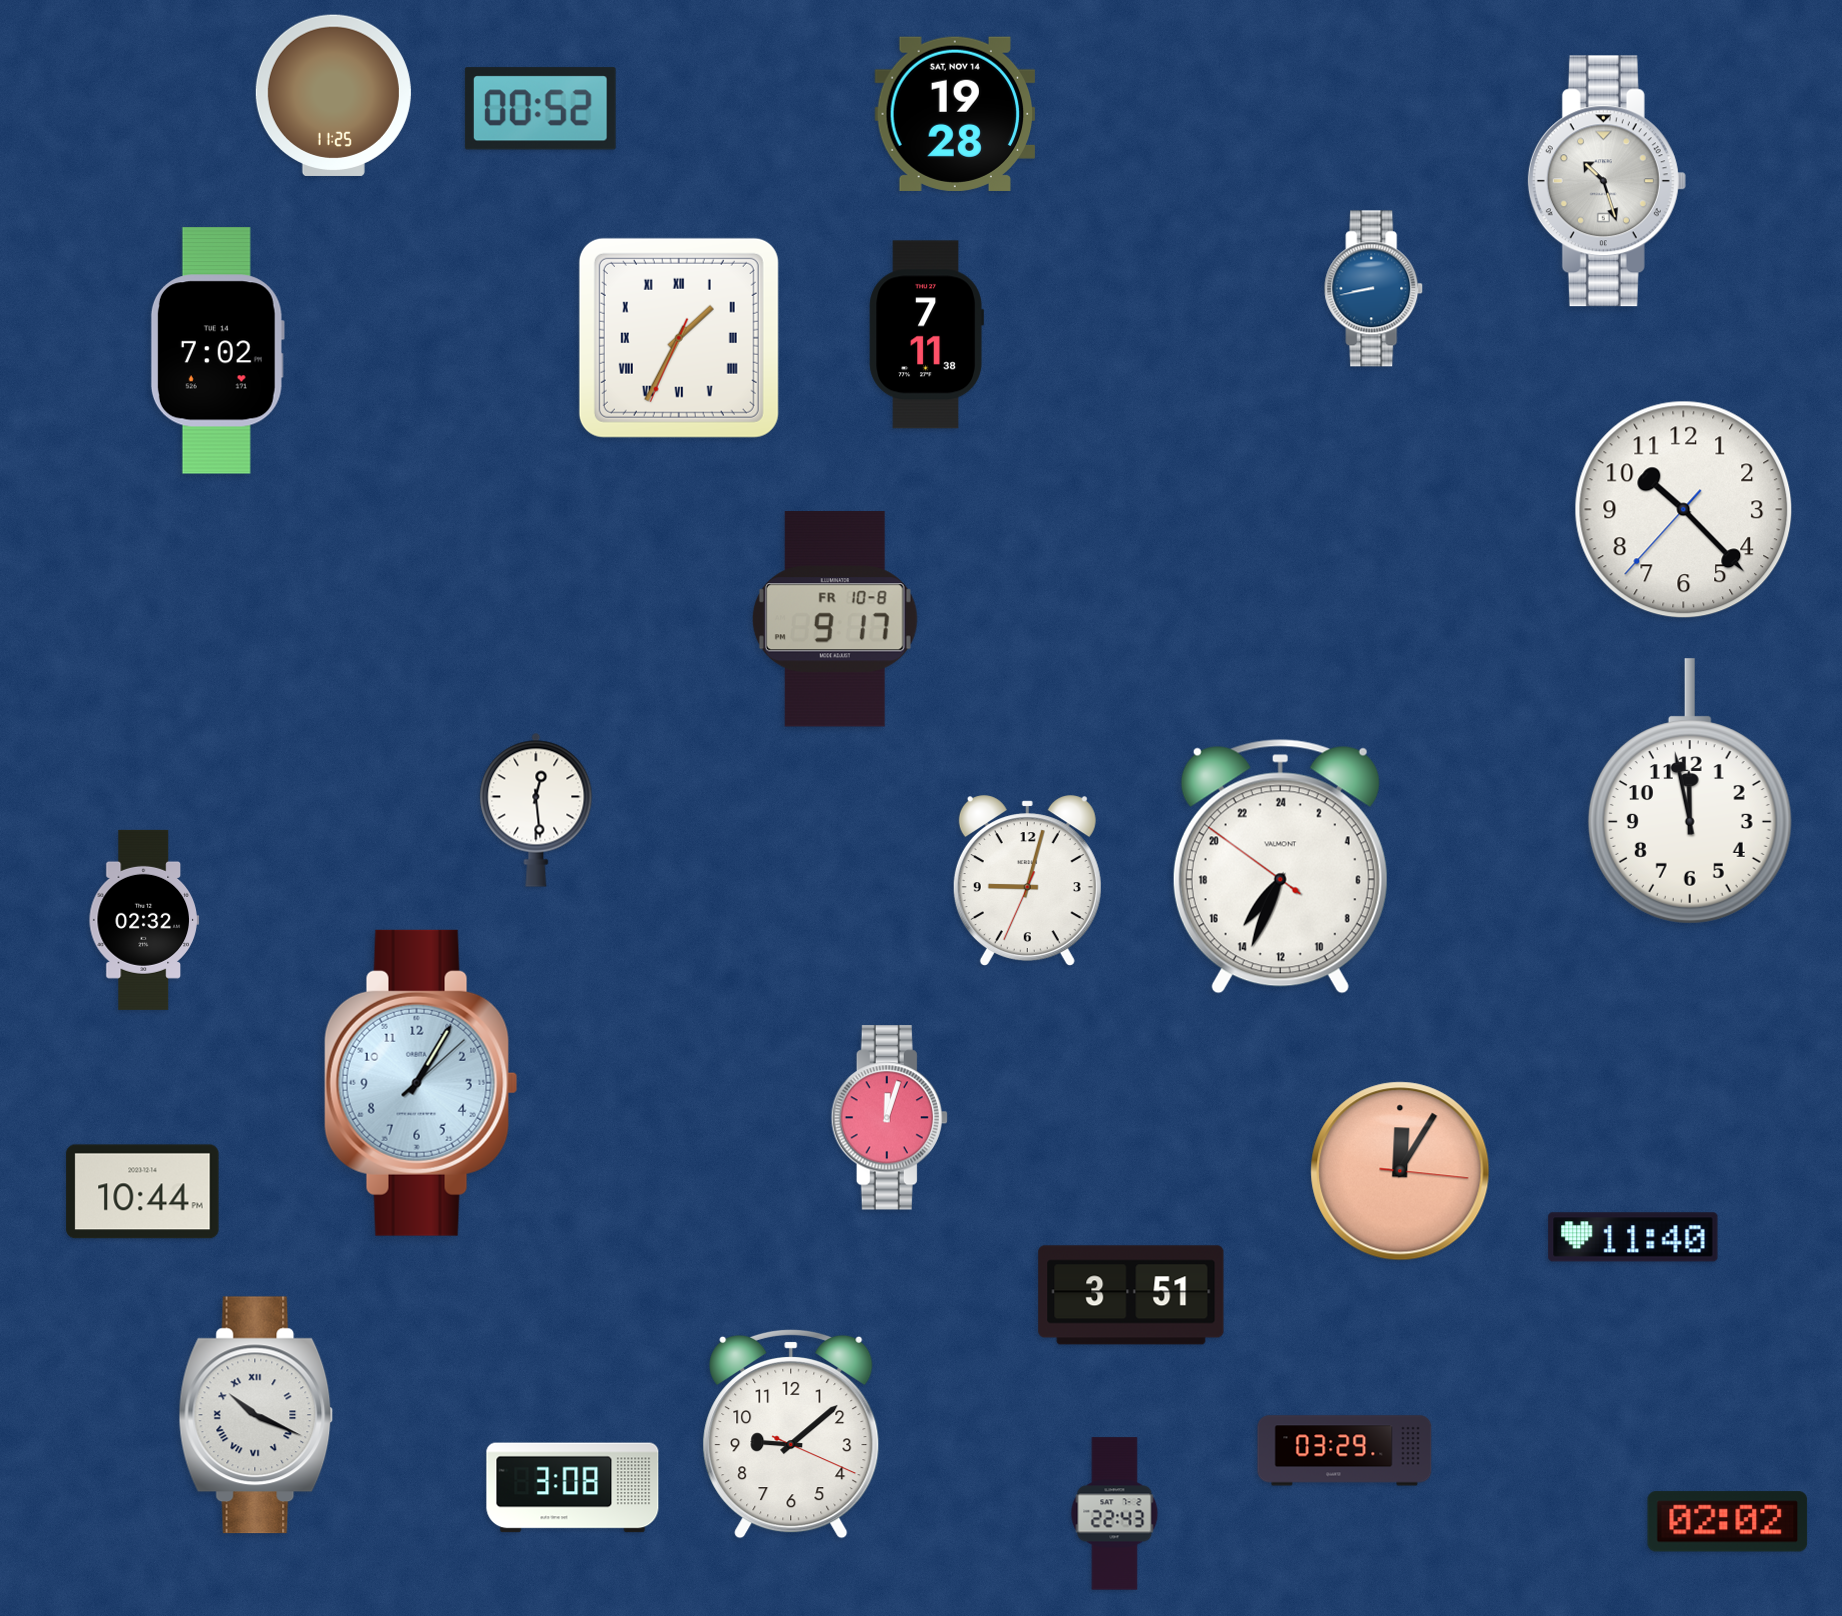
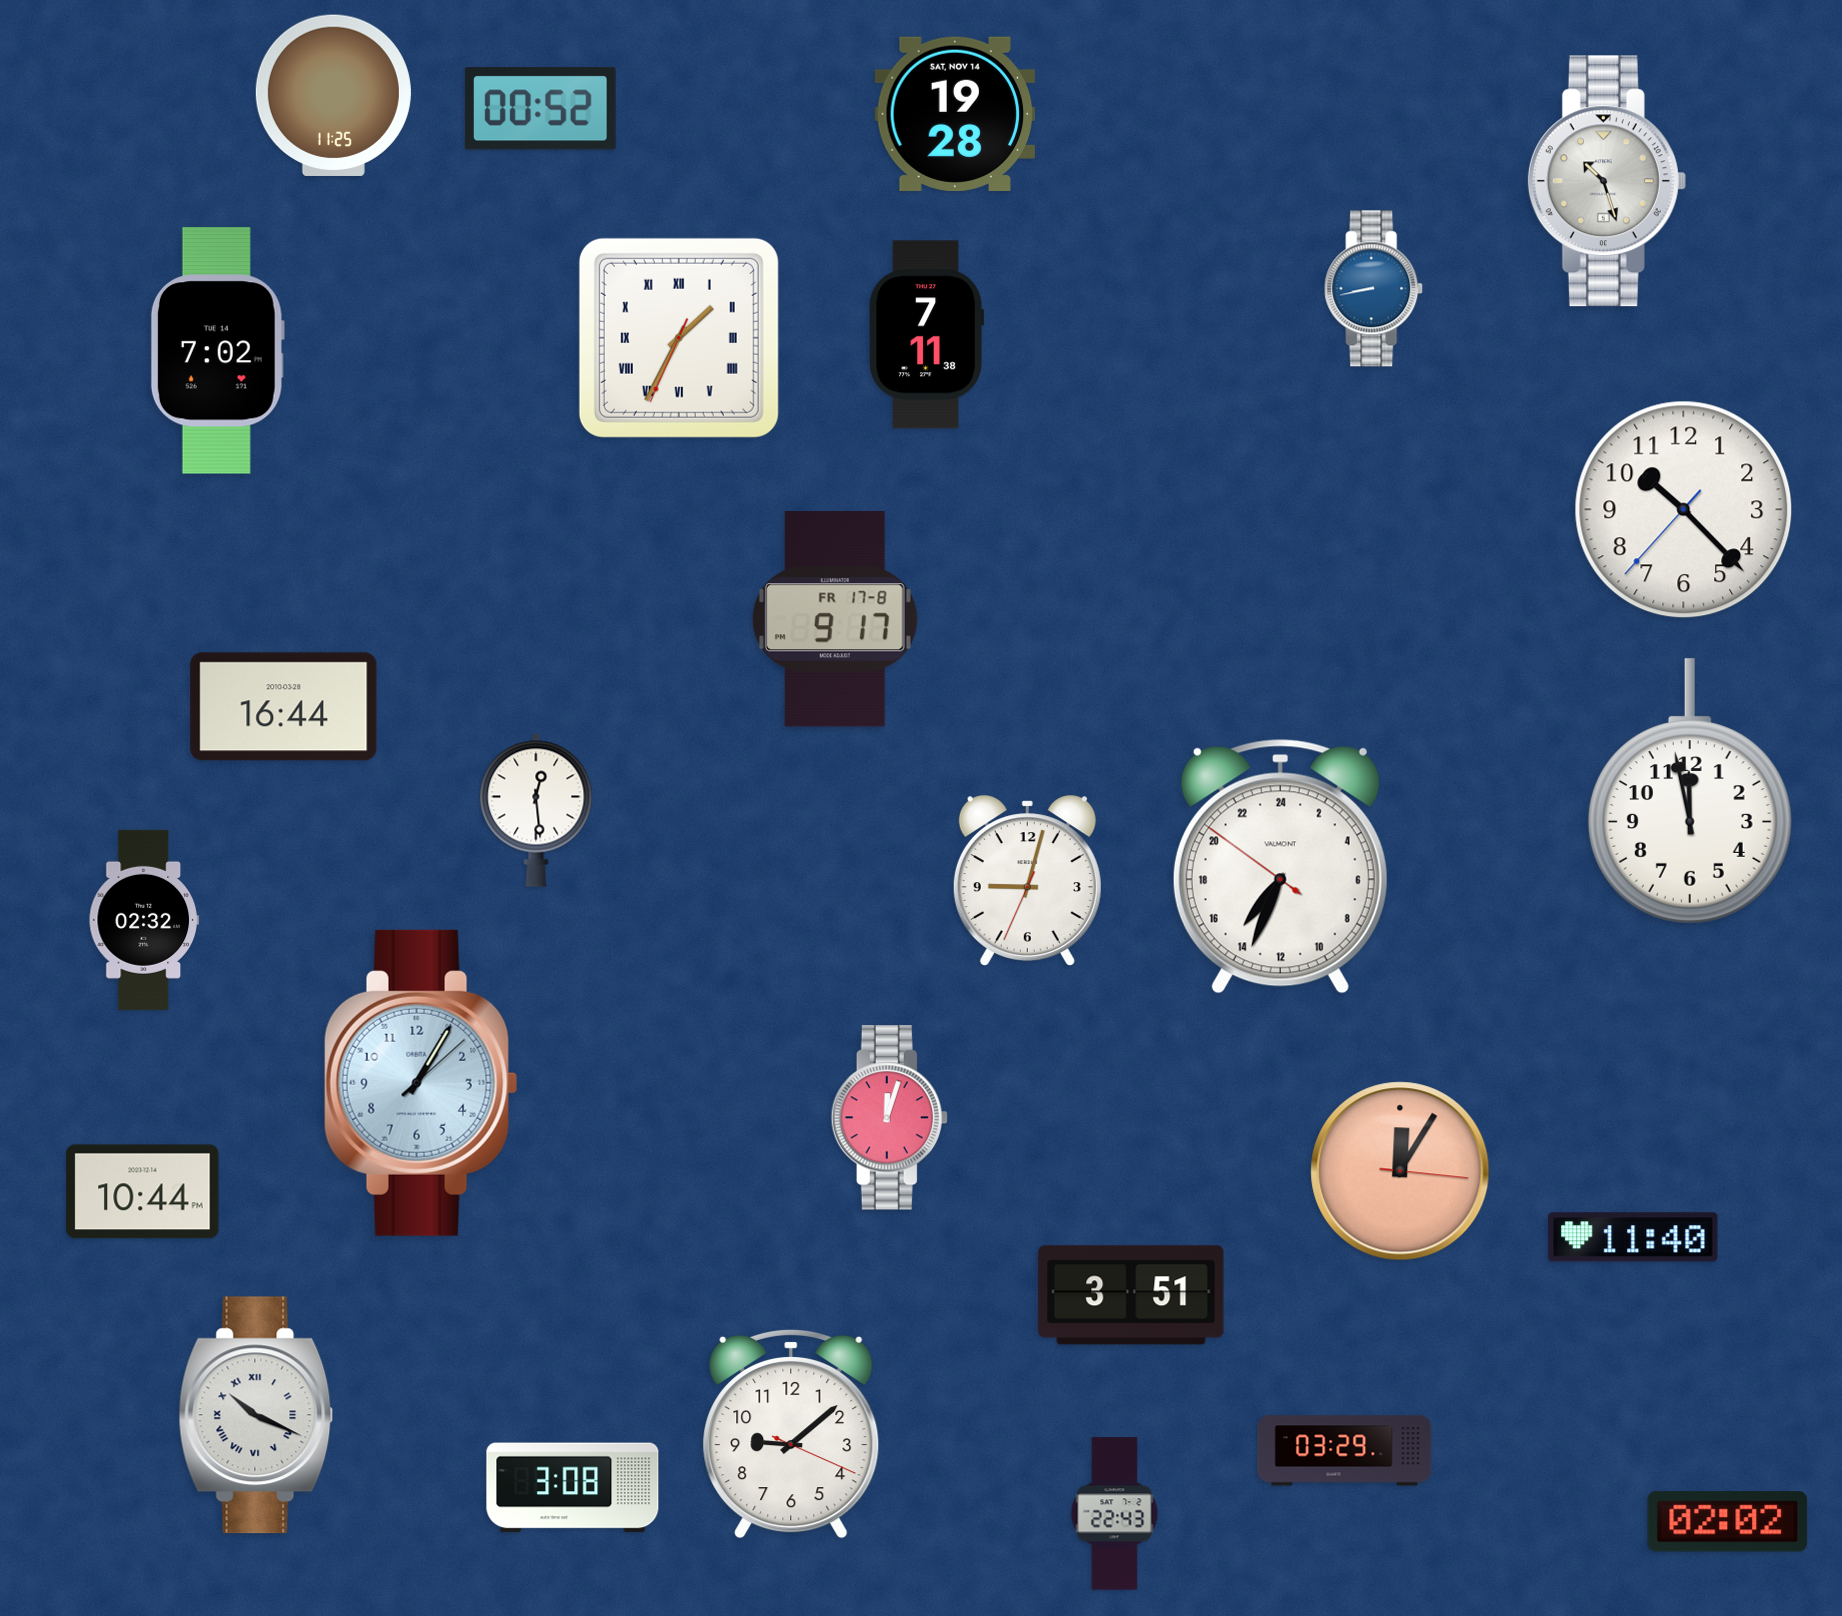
clock at (835, 619) date: FR 10-8 -> FR 17-8
clock at (284, 707): none -> 16:44
